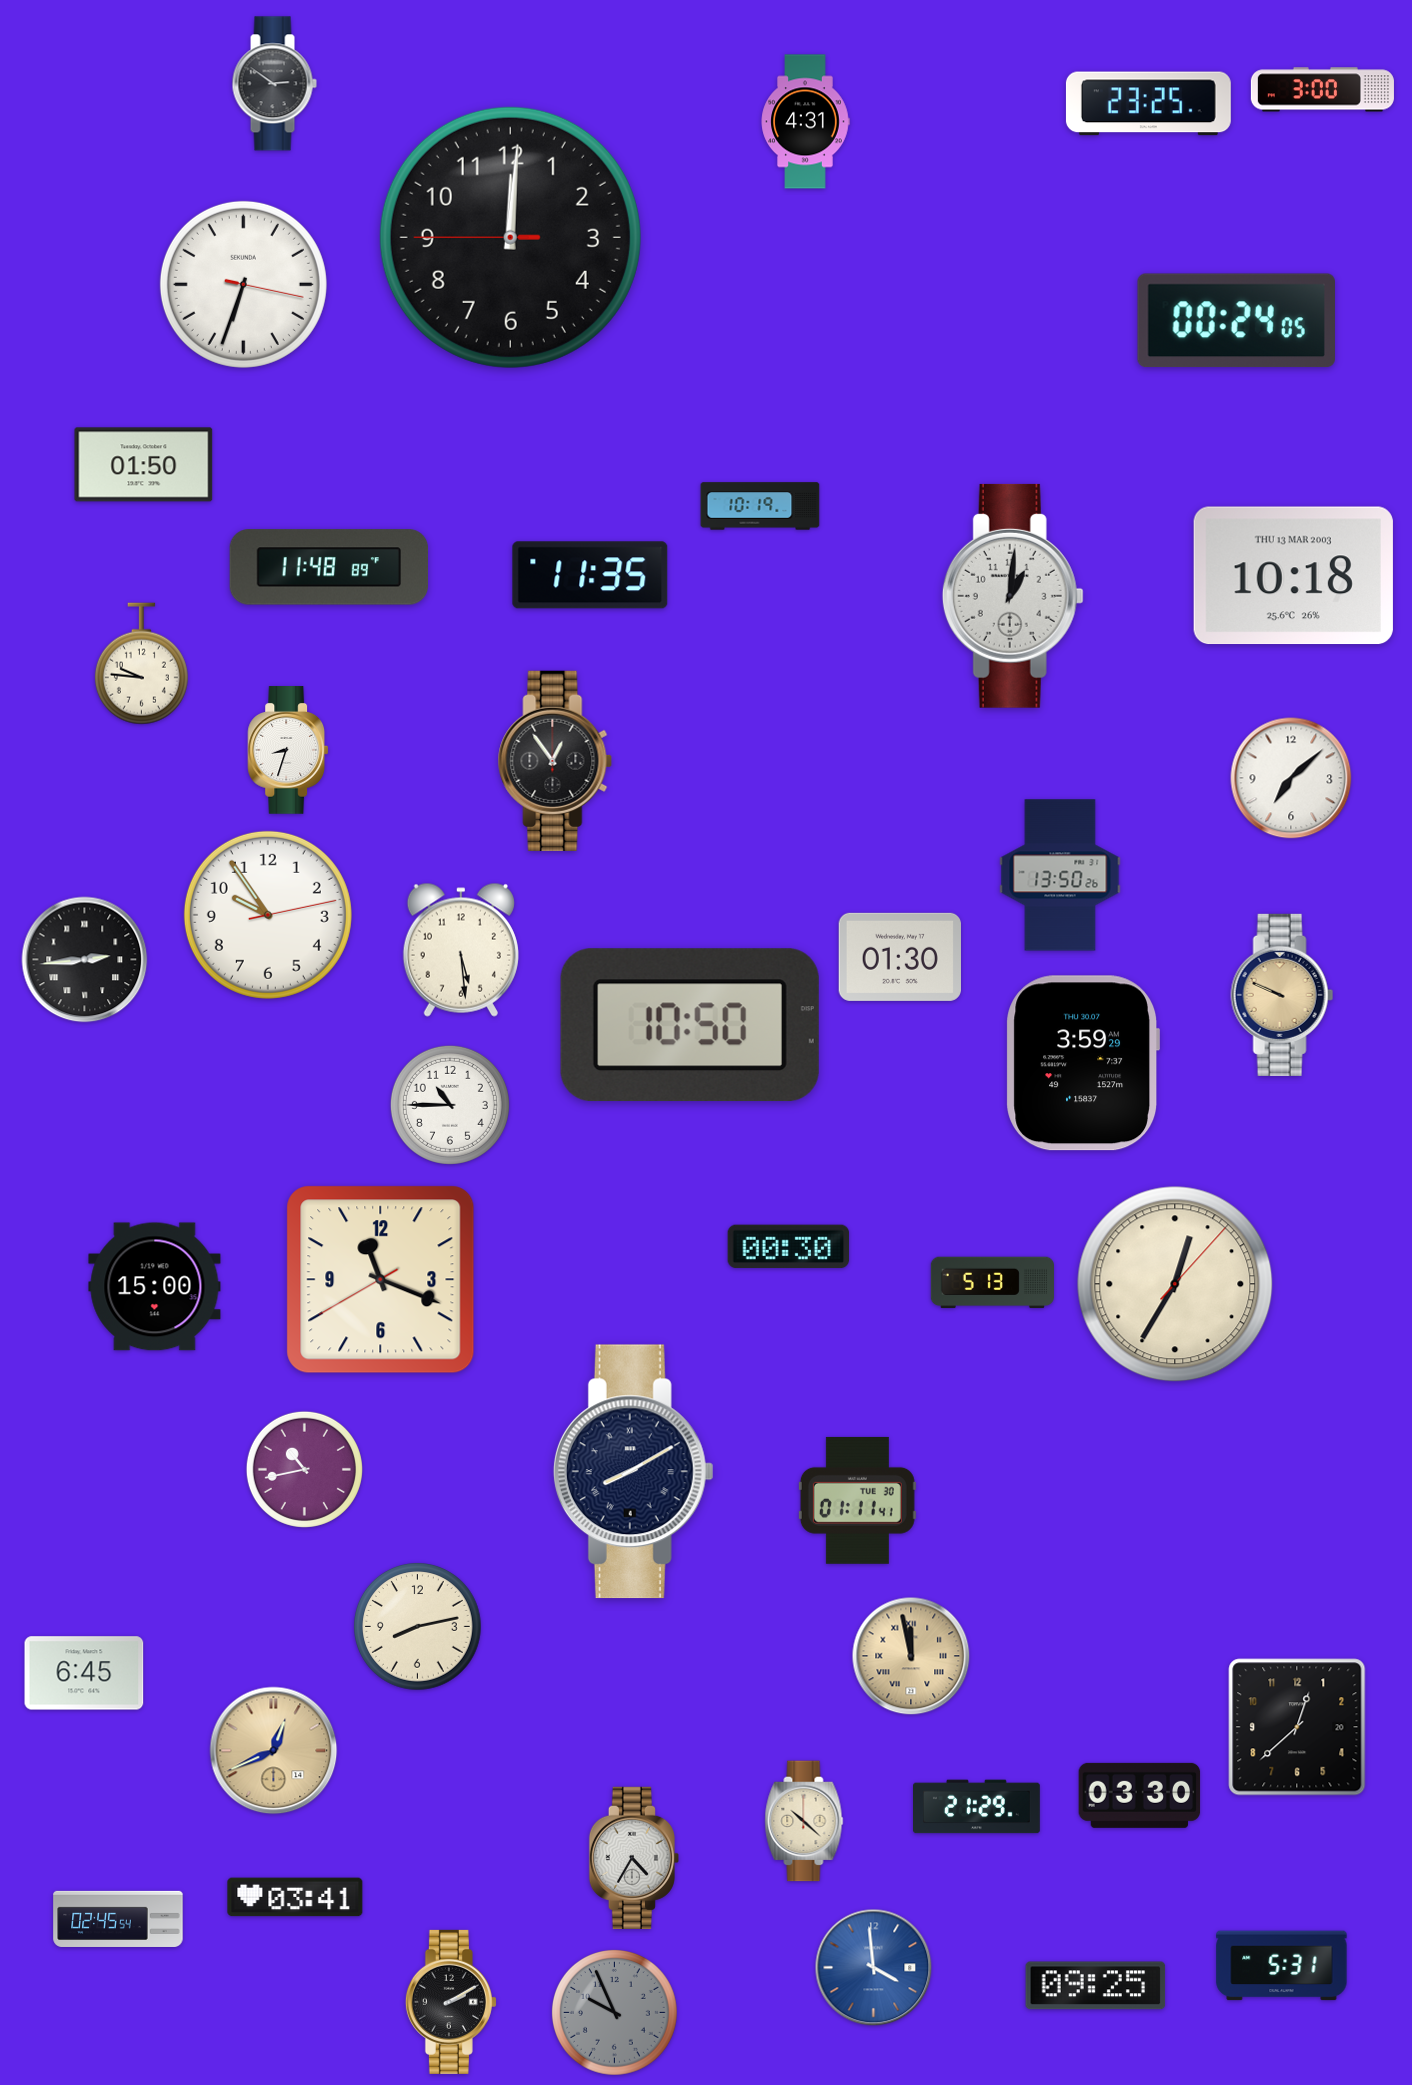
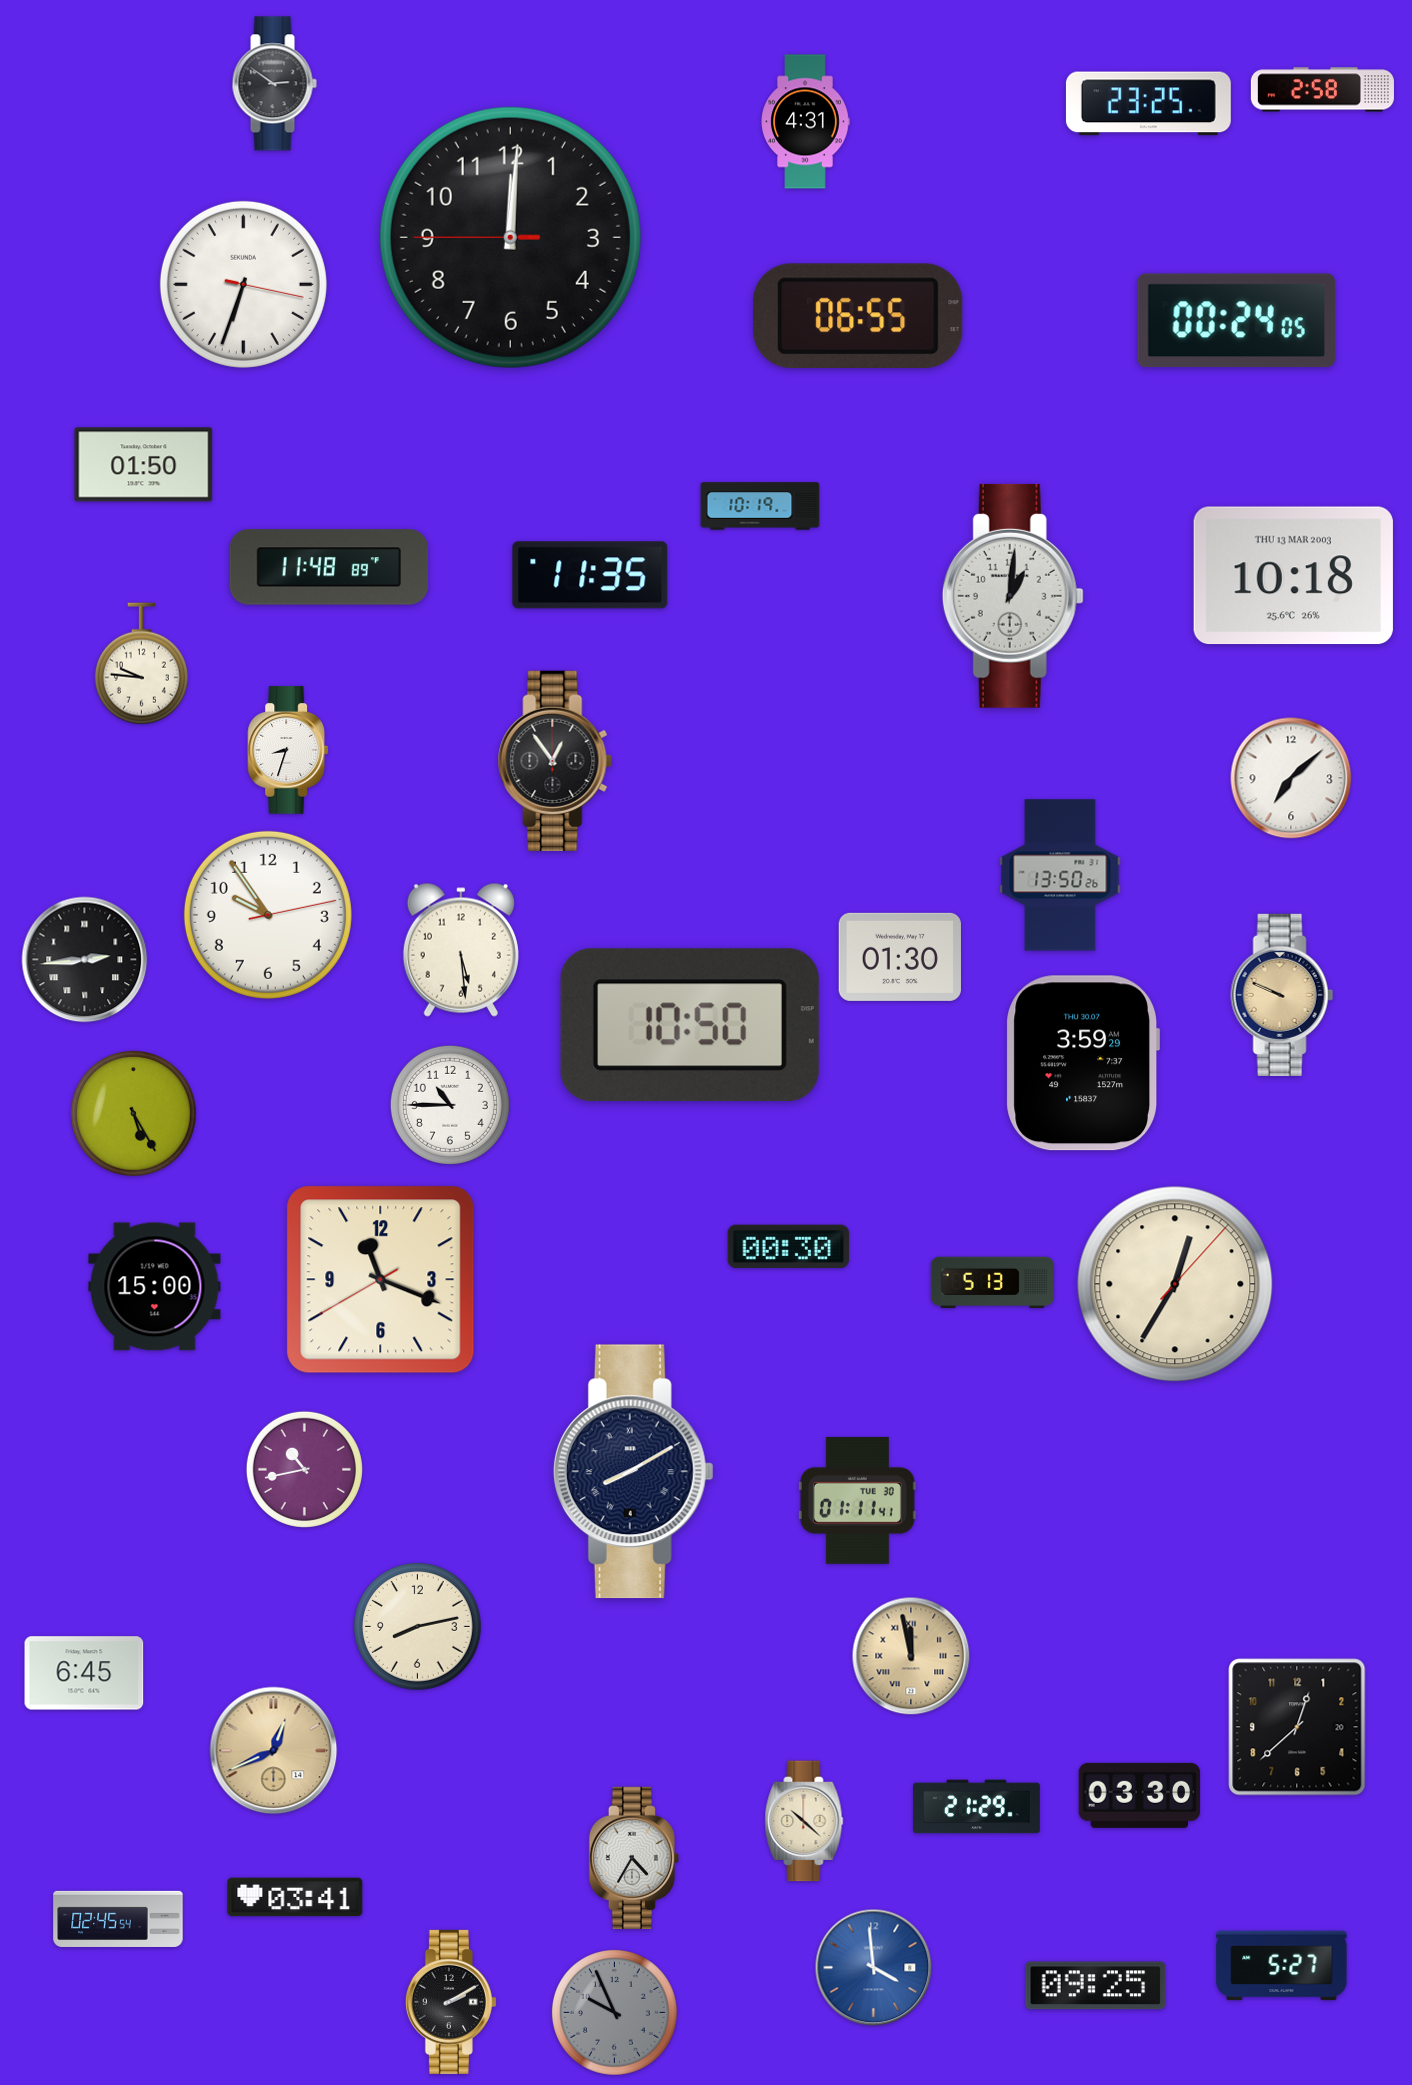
clock at (1322, 90): 3:00 -> 2:58
clock at (858, 315): none -> 06:55
clock at (133, 1113): none -> 5:25
clock at (1282, 1966): 5:31 -> 5:27
